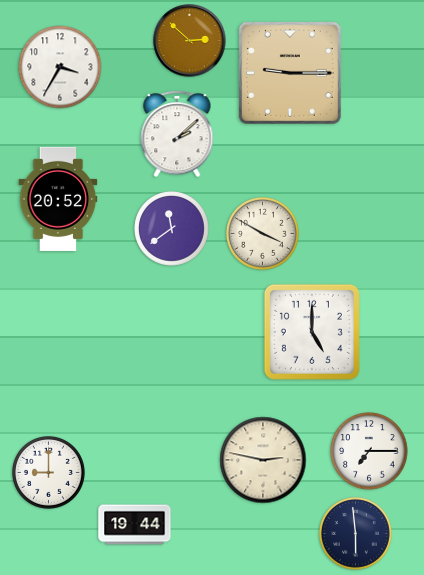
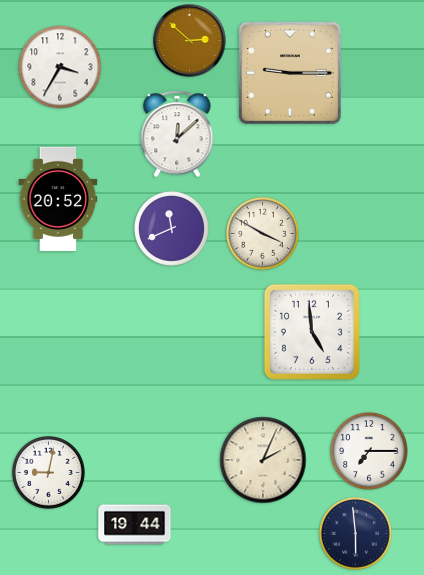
clock at (177, 134): 2:08 -> 12:08
clock at (172, 229): 11:39 -> 11:41
clock at (312, 332): 5:00 -> 4:59
clock at (263, 460): 2:47 -> 2:04
clock at (49, 473): 9:00 -> 9:02
